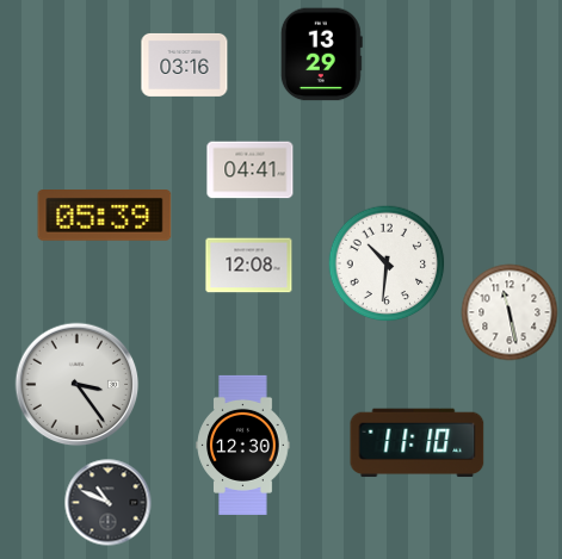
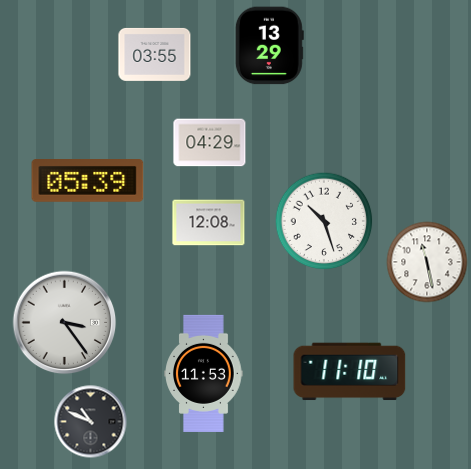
clock at (185, 64): 03:16 -> 03:55
clock at (251, 170): 04:41 -> 04:29
clock at (387, 263): 10:31 -> 10:27
clock at (243, 445): 12:30 -> 11:53
